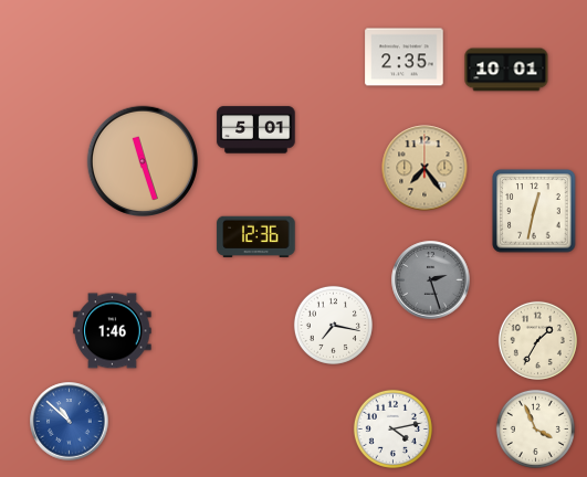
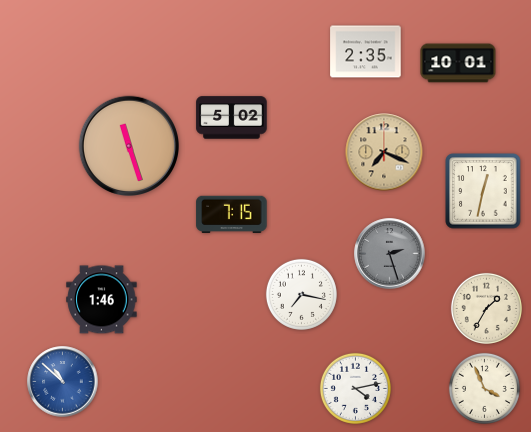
clock at (256, 130): 5:01 -> 5:02
clock at (424, 168): 7:24 -> 7:19
clock at (256, 237): 12:36 -> 7:15
